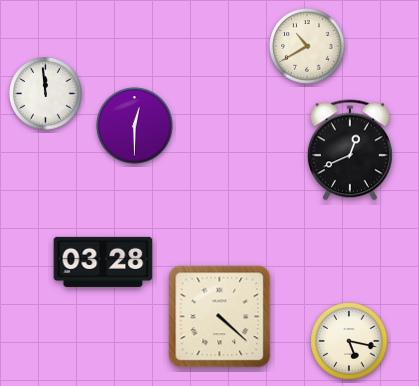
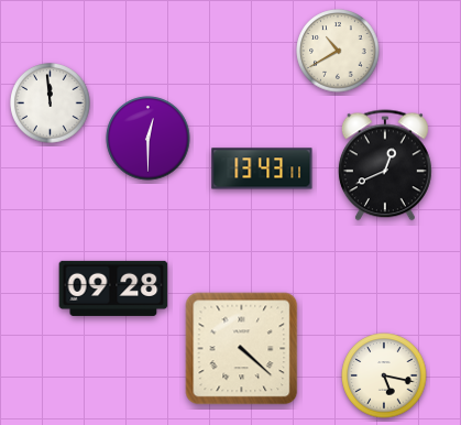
clock at (262, 168): none -> 13:43
clock at (103, 262): 03:28 -> 09:28
